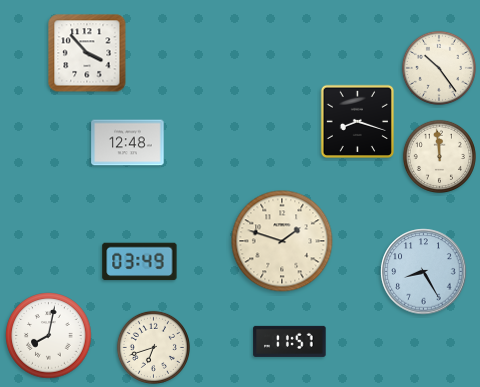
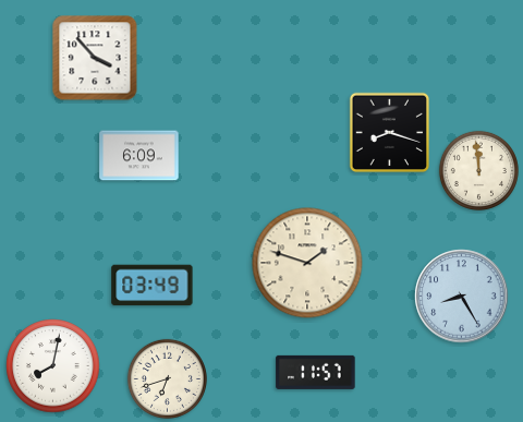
clock at (439, 68): 10:24 -> none
clock at (128, 143): 12:48 -> 6:09
